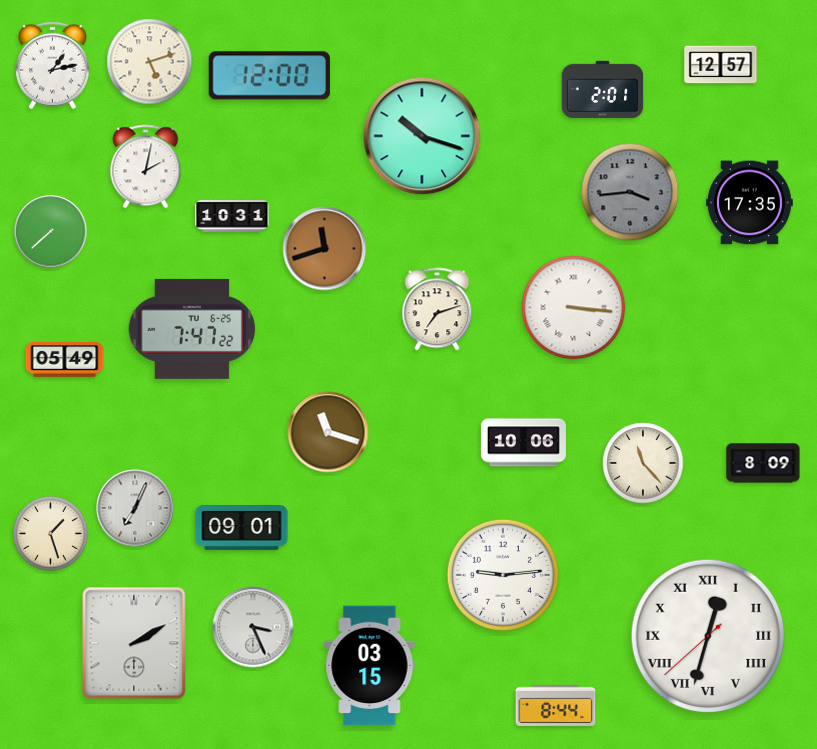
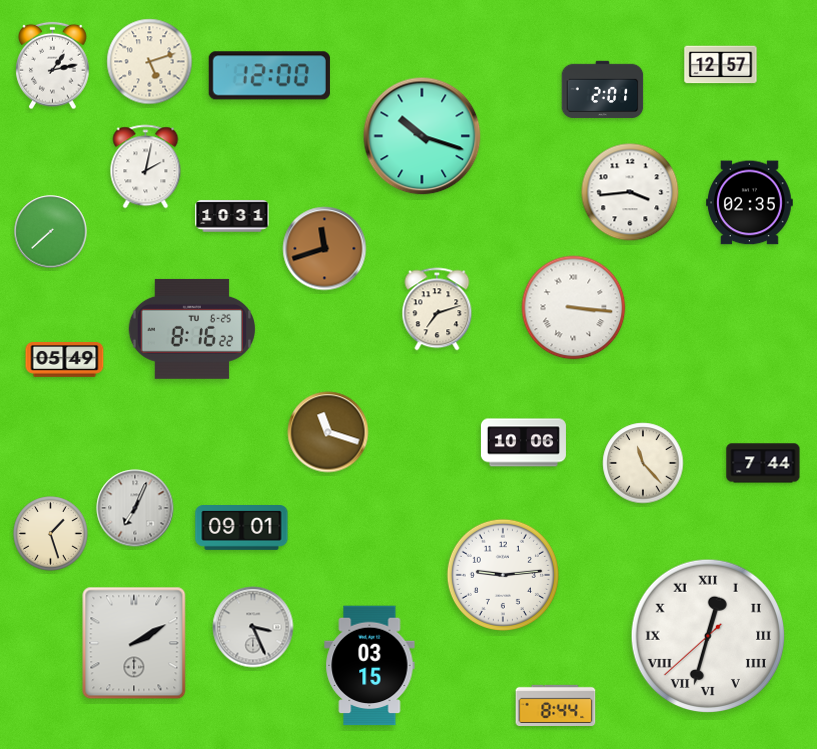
clock at (630, 192) dial: grey -> white
clock at (749, 203): 17:35 -> 02:35
clock at (191, 329): 7:47 -> 8:16
clock at (763, 463): 8:09 -> 7:44
